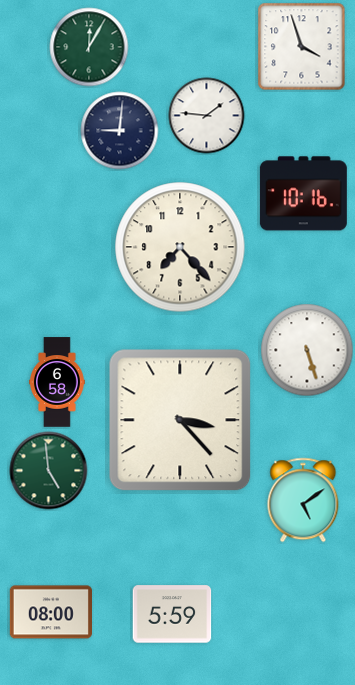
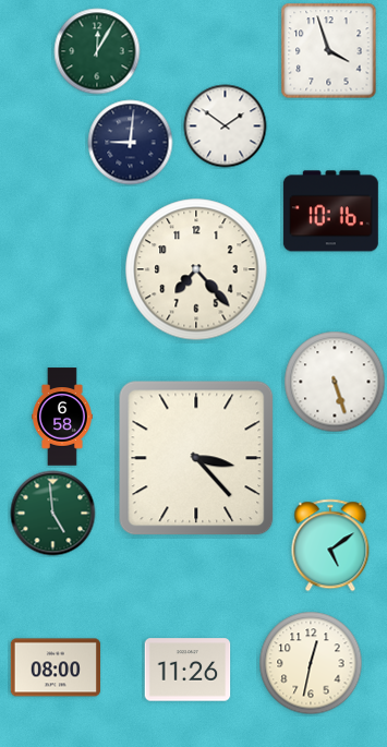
clock at (207, 116): 1:46 -> 1:51
clock at (311, 663): none -> 12:32
clock at (172, 614): 5:59 -> 11:26
